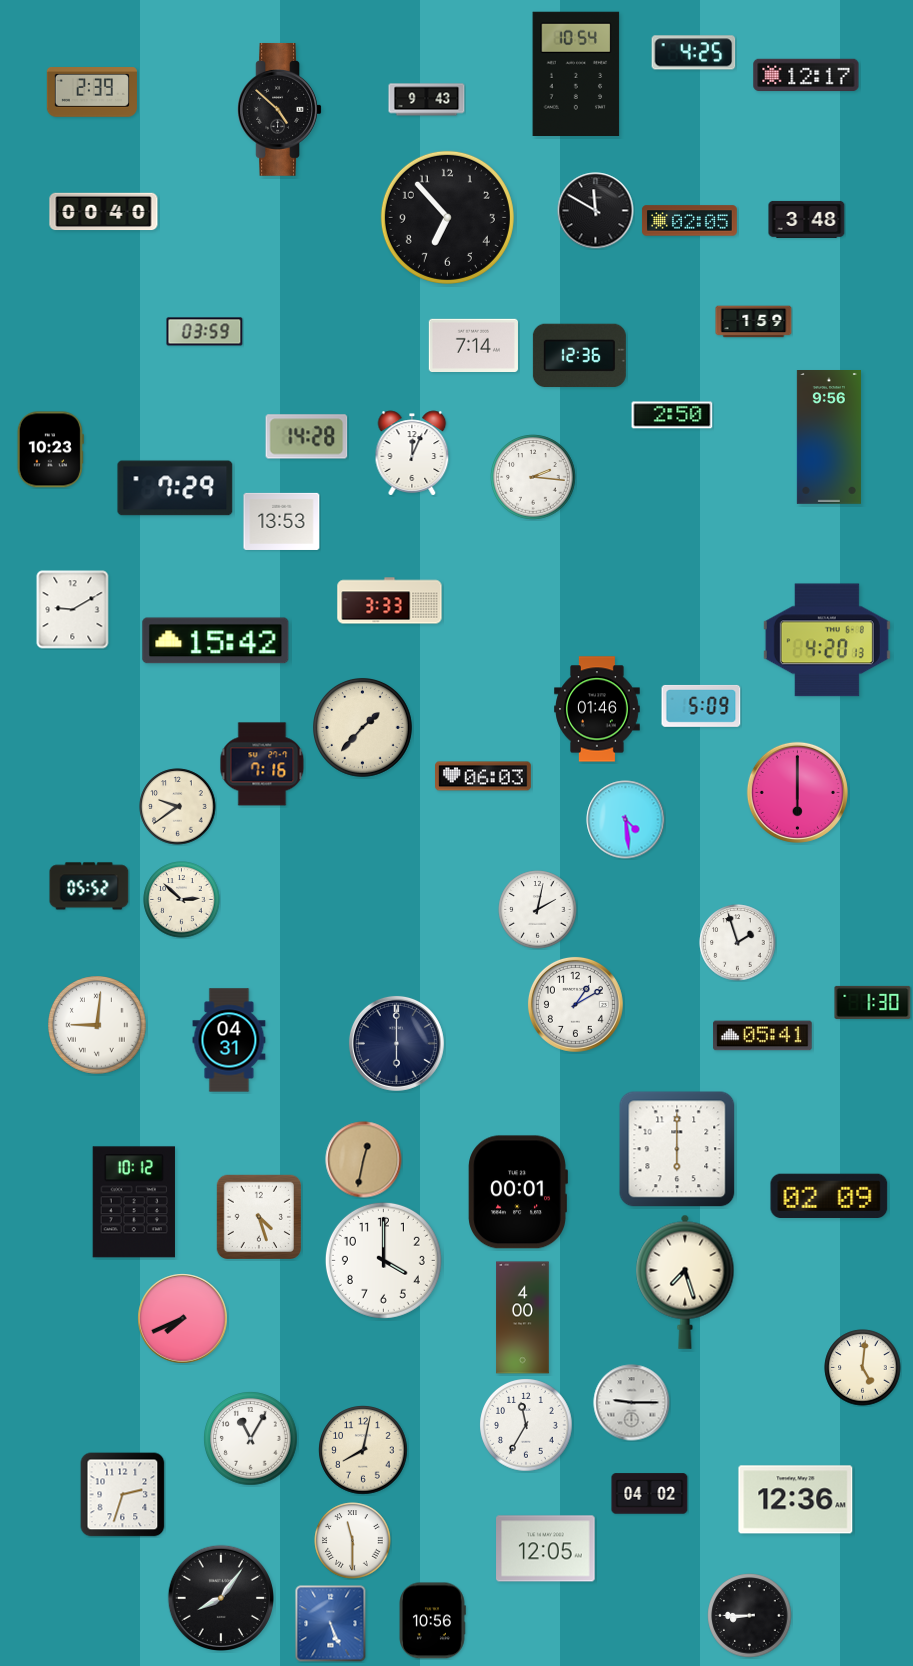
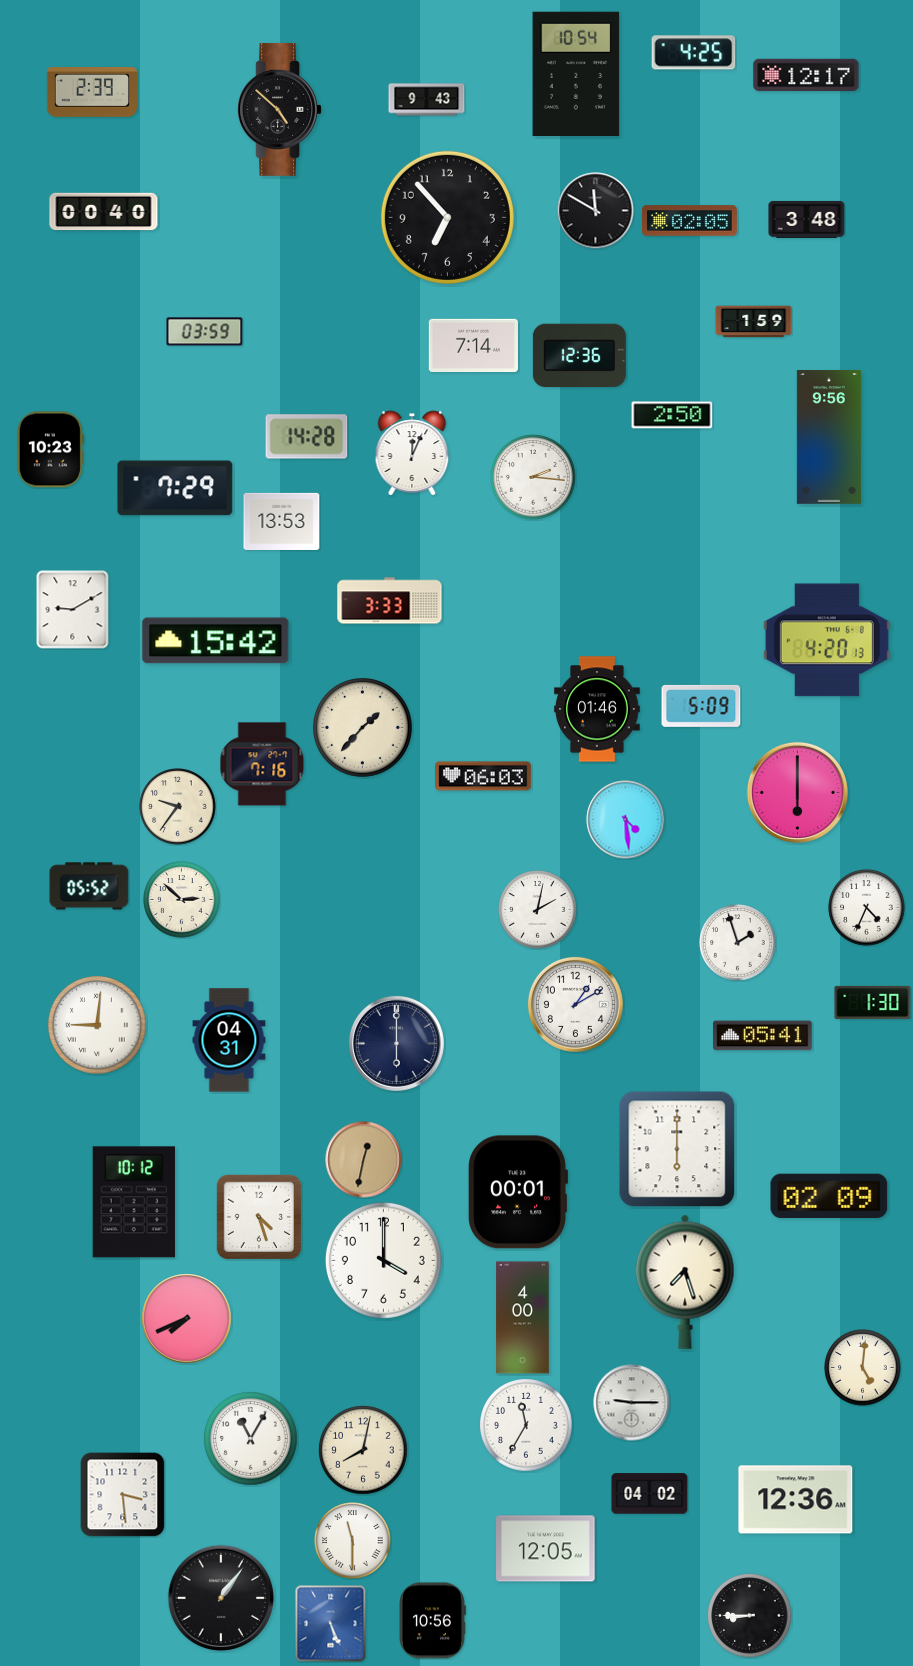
clock at (178, 807): 9:39 -> 9:36
clock at (867, 908): none -> 4:34
clock at (183, 1319) position: (183, 1319) -> (187, 1319)
clock at (123, 1495): 2:33 -> 3:29
clock at (220, 1597): 8:06 -> 1:06
